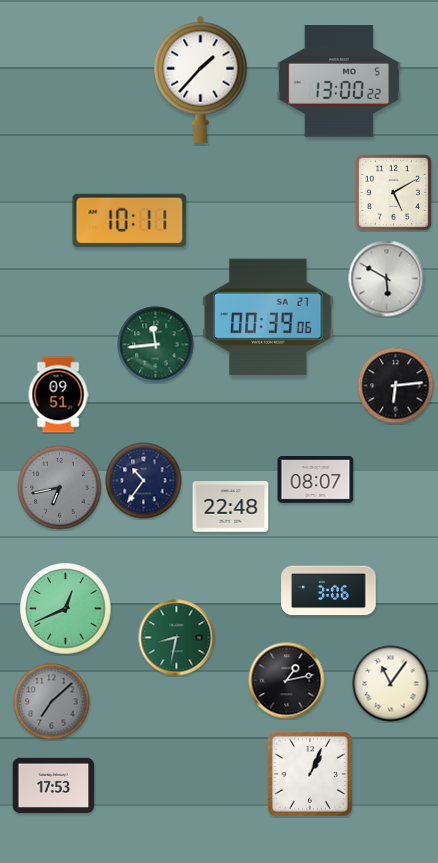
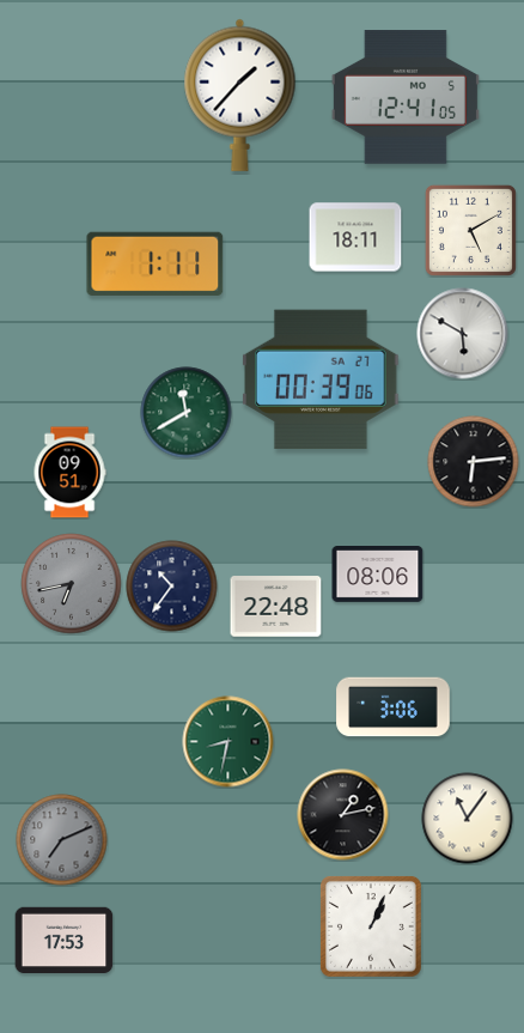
clock at (339, 81): 13:00 -> 12:41
clock at (355, 237): none -> 18:11
clock at (130, 220): 10:11 -> 1:11
clock at (156, 345): 11:44 -> 11:40
clock at (316, 480): 08:07 -> 08:06
clock at (144, 481) position: (144, 481) -> (172, 587)
clock at (66, 609): 12:41 -> none
clock at (177, 638) position: (177, 638) -> (229, 742)
clock at (52, 702): 7:08 -> 7:11
